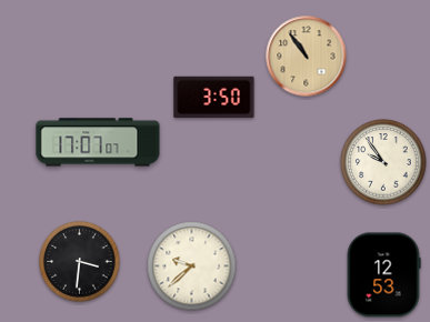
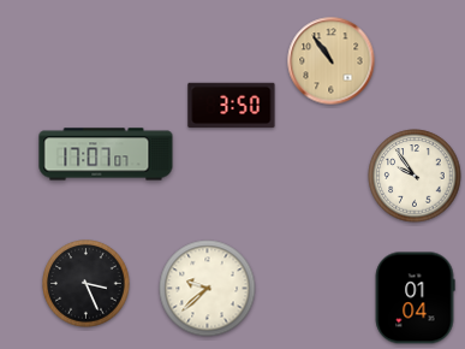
clock at (80, 262): 3:31 -> 3:26
clock at (383, 275): 12:53 -> 01:04
